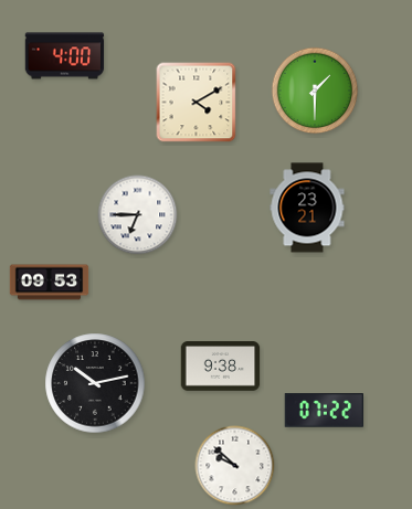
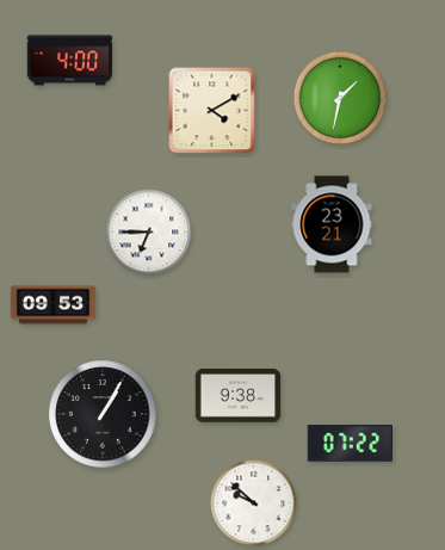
clock at (315, 91): 1:30 -> 1:32
clock at (95, 383): 10:13 -> 1:05
